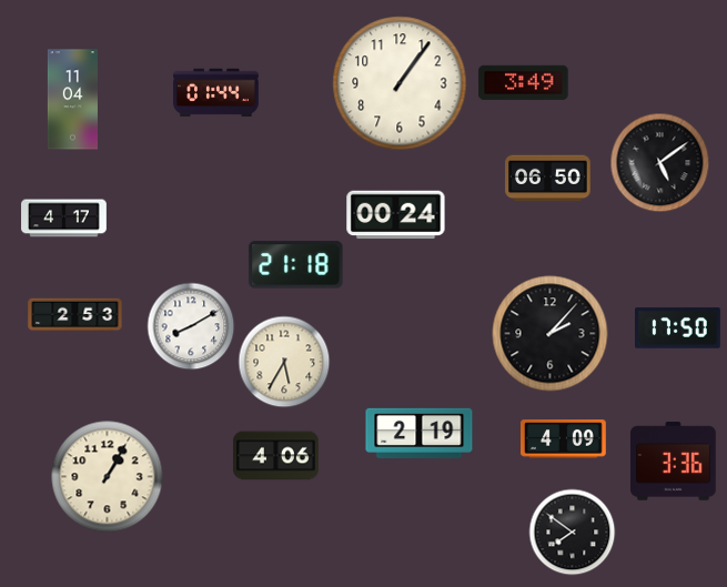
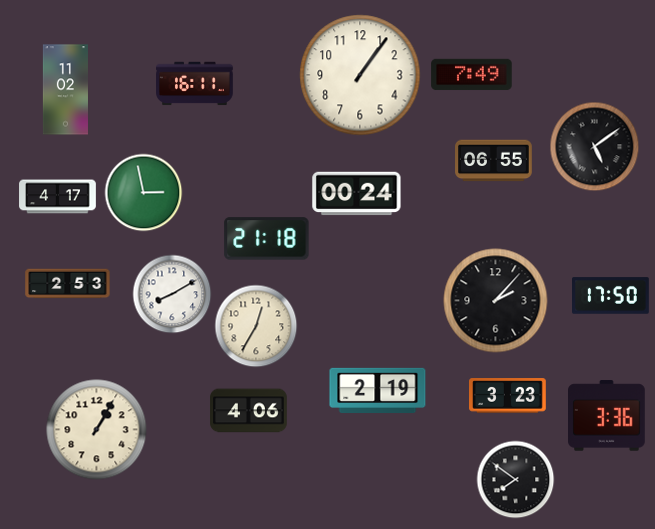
clock at (524, 83): 3:49 -> 7:49
clock at (216, 93): 01:44 -> 16:11
clock at (72, 100): 11:04 -> 11:02
clock at (548, 179): 06:50 -> 06:55
clock at (143, 192): none -> 2:58
clock at (284, 362): 5:35 -> 12:35
clock at (564, 439): 4:09 -> 3:23
